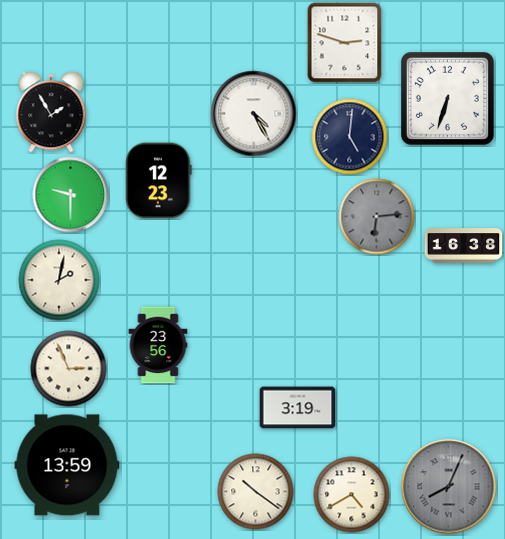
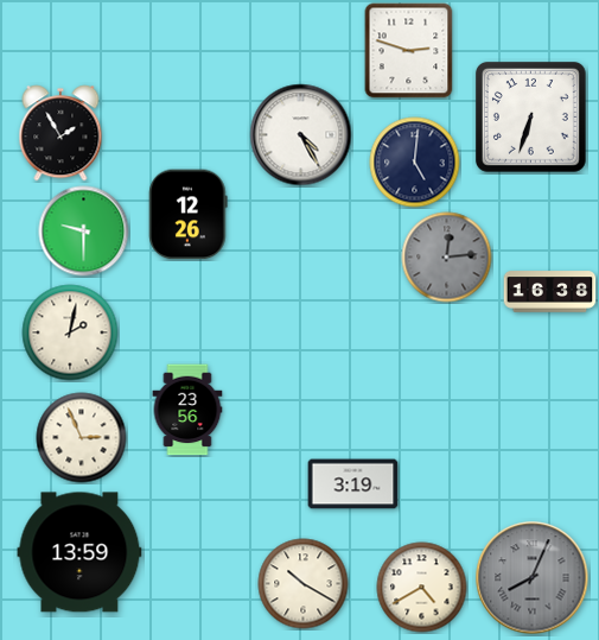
clock at (159, 181): 12:23 -> 12:26
clock at (377, 217): 6:14 -> 12:14
clock at (256, 492): 10:21 -> 10:20
clock at (352, 495) position: (352, 495) -> (422, 588)
